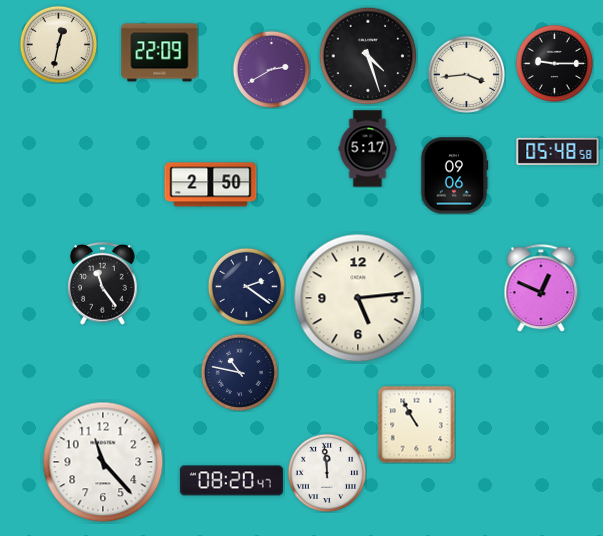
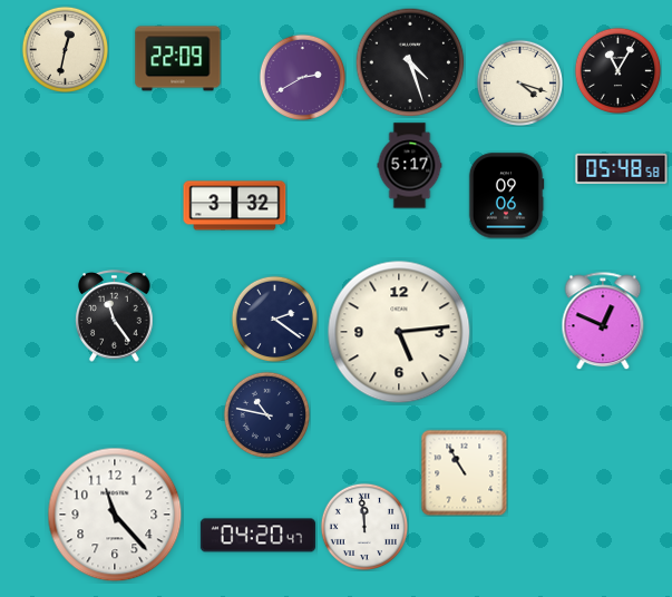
clock at (554, 63): 9:15 -> 11:05
clock at (466, 74): 3:44 -> 4:18
clock at (211, 185): 2:50 -> 3:32
clock at (231, 481): 08:20 -> 04:20
